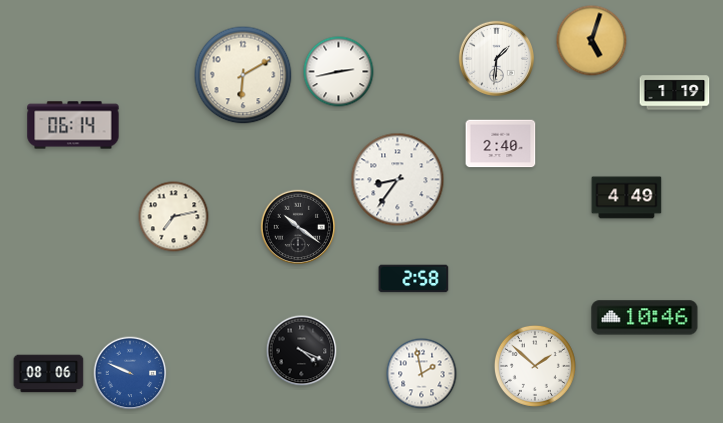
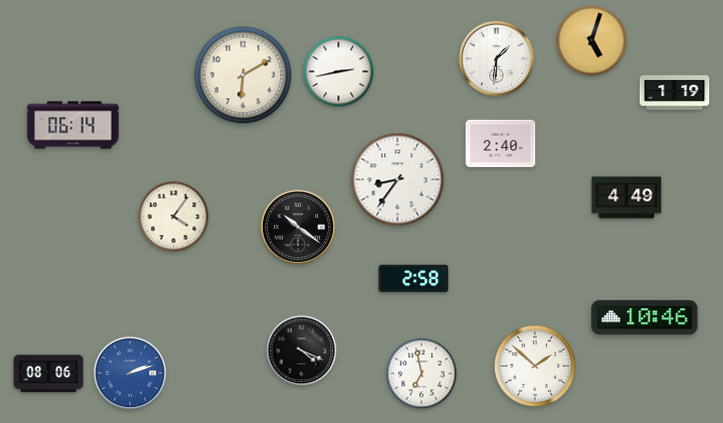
clock at (174, 217): 7:13 -> 4:06
clock at (130, 373): 9:49 -> 2:12
clock at (422, 374): 1:58 -> 6:58
